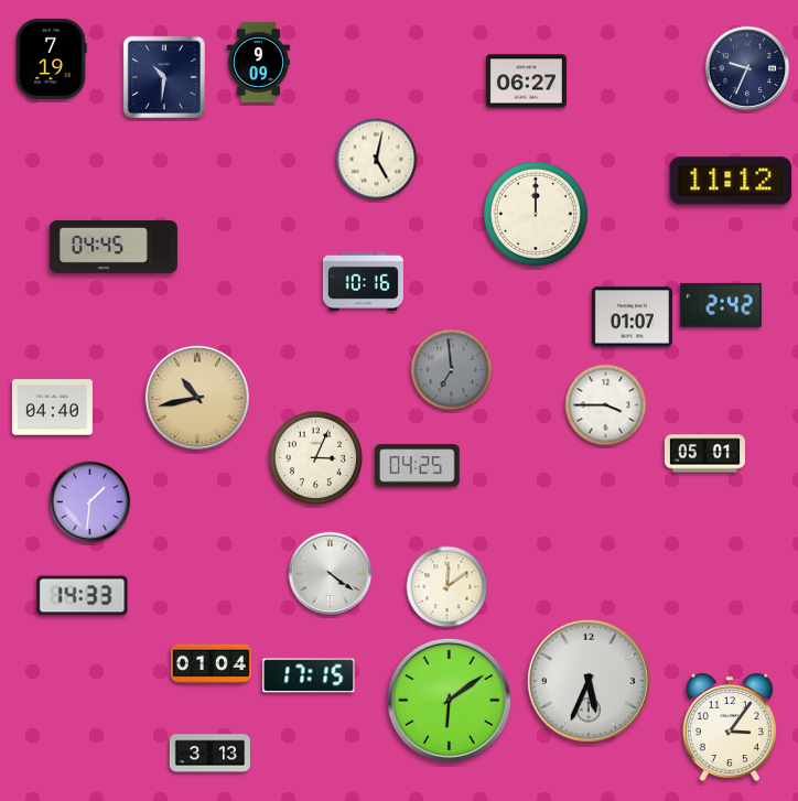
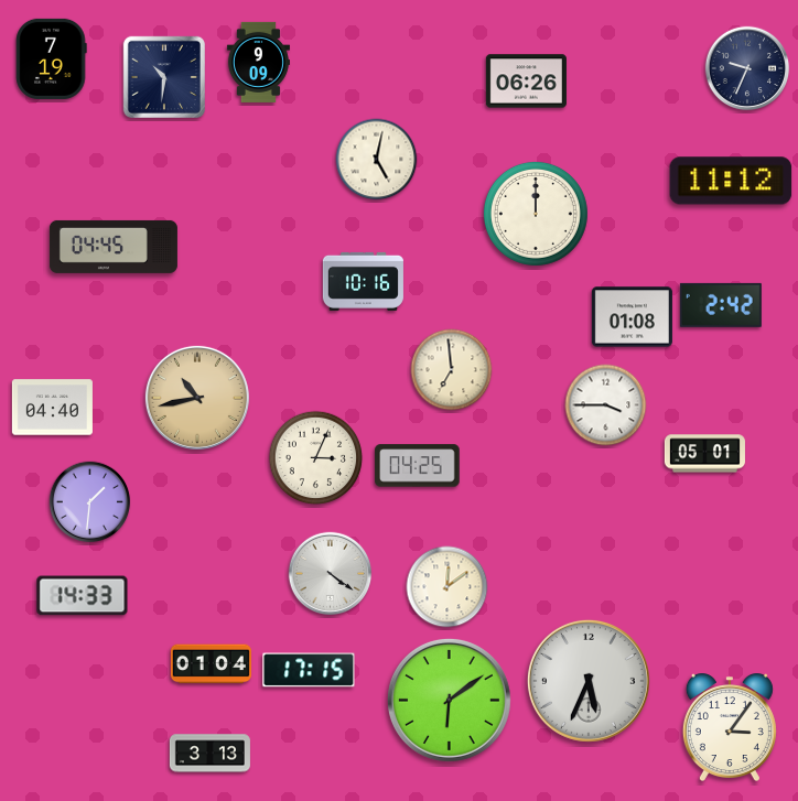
clock at (526, 82): 06:27 -> 06:26
clock at (632, 317): 01:07 -> 01:08
clock at (452, 370) dial: grey -> cream
clock at (309, 675) position: (309, 675) -> (309, 670)
